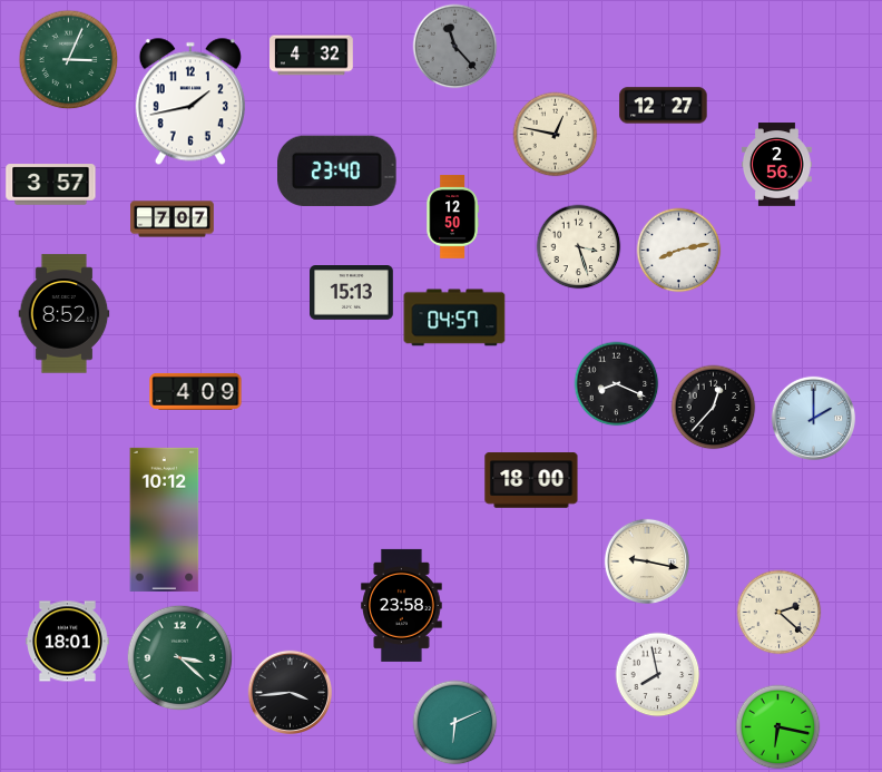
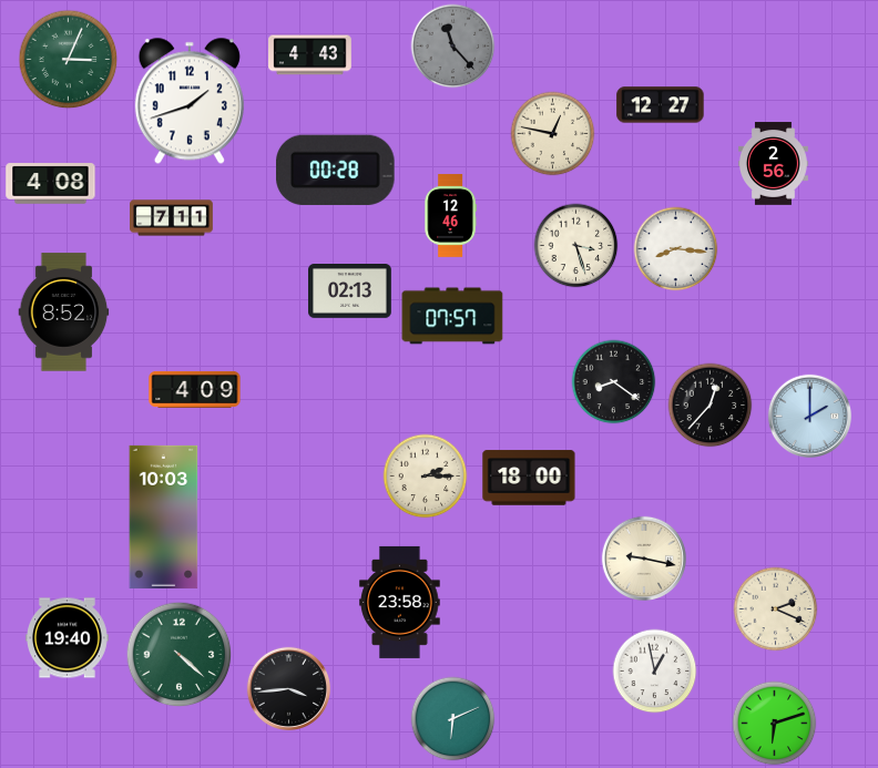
clock at (312, 56): 4:32 -> 4:43
clock at (190, 101): 1:43 -> 1:42
clock at (337, 170): 23:40 -> 00:28
clock at (51, 185): 3:57 -> 4:08
clock at (452, 217): 12:50 -> 12:46
clock at (173, 219): 7:07 -> 7:11
clock at (679, 251): 8:13 -> 8:16
clock at (352, 293): 15:13 -> 02:13
clock at (454, 317): 04:57 -> 07:57
clock at (617, 384): 8:19 -> 8:21
clock at (426, 477): none -> 2:15
clock at (165, 519): 10:12 -> 10:03
clock at (780, 613): 2:22 -> 2:19
clock at (68, 642): 18:01 -> 19:40
clock at (180, 658): 3:22 -> 4:22
clock at (658, 675): 7:58 -> 12:58
clock at (778, 727): 6:17 -> 6:12
